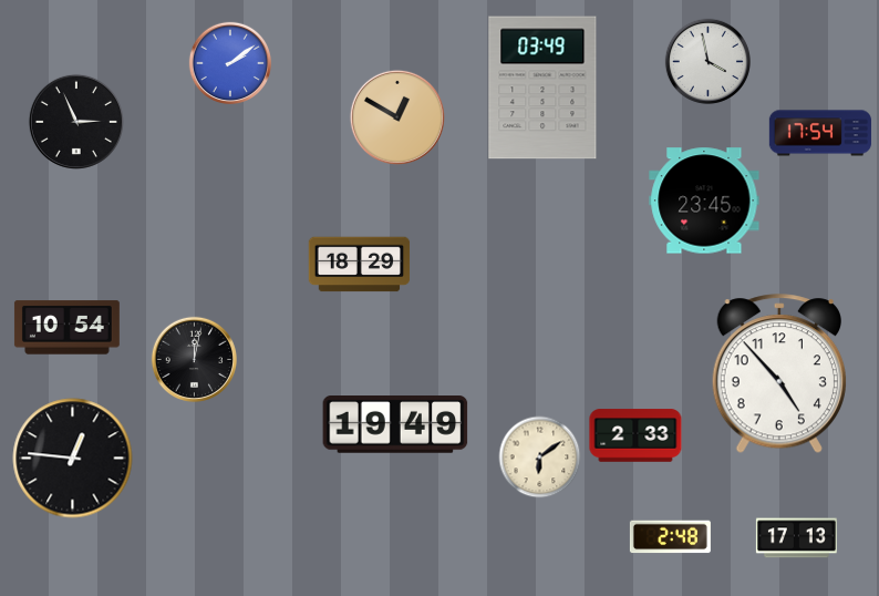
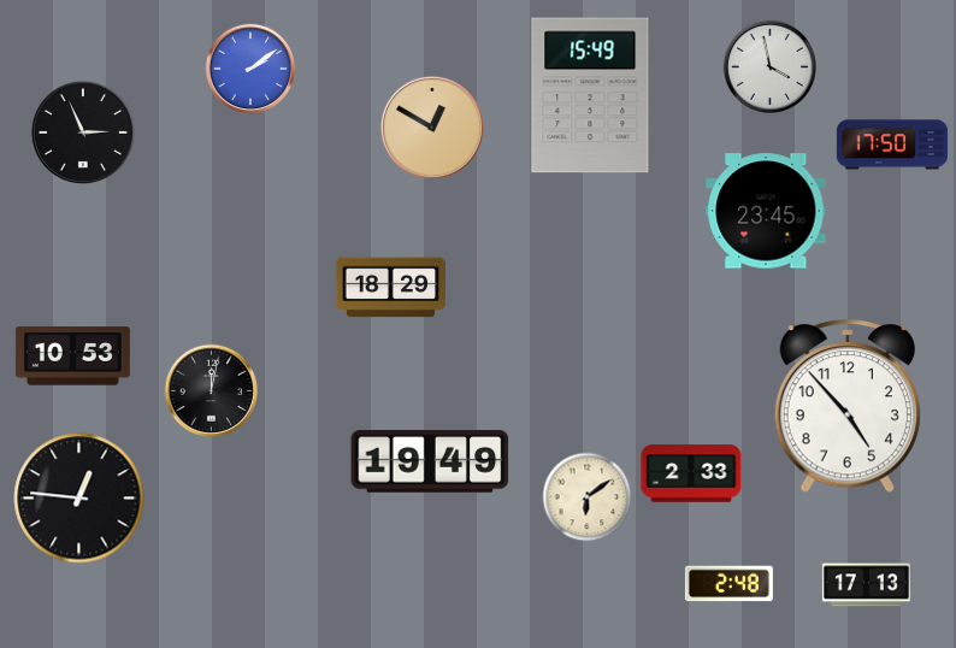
clock at (542, 88): 03:49 -> 15:49
clock at (819, 133): 17:54 -> 17:50
clock at (704, 201) position: (704, 201) -> (766, 211)
clock at (66, 328): 10:54 -> 10:53
